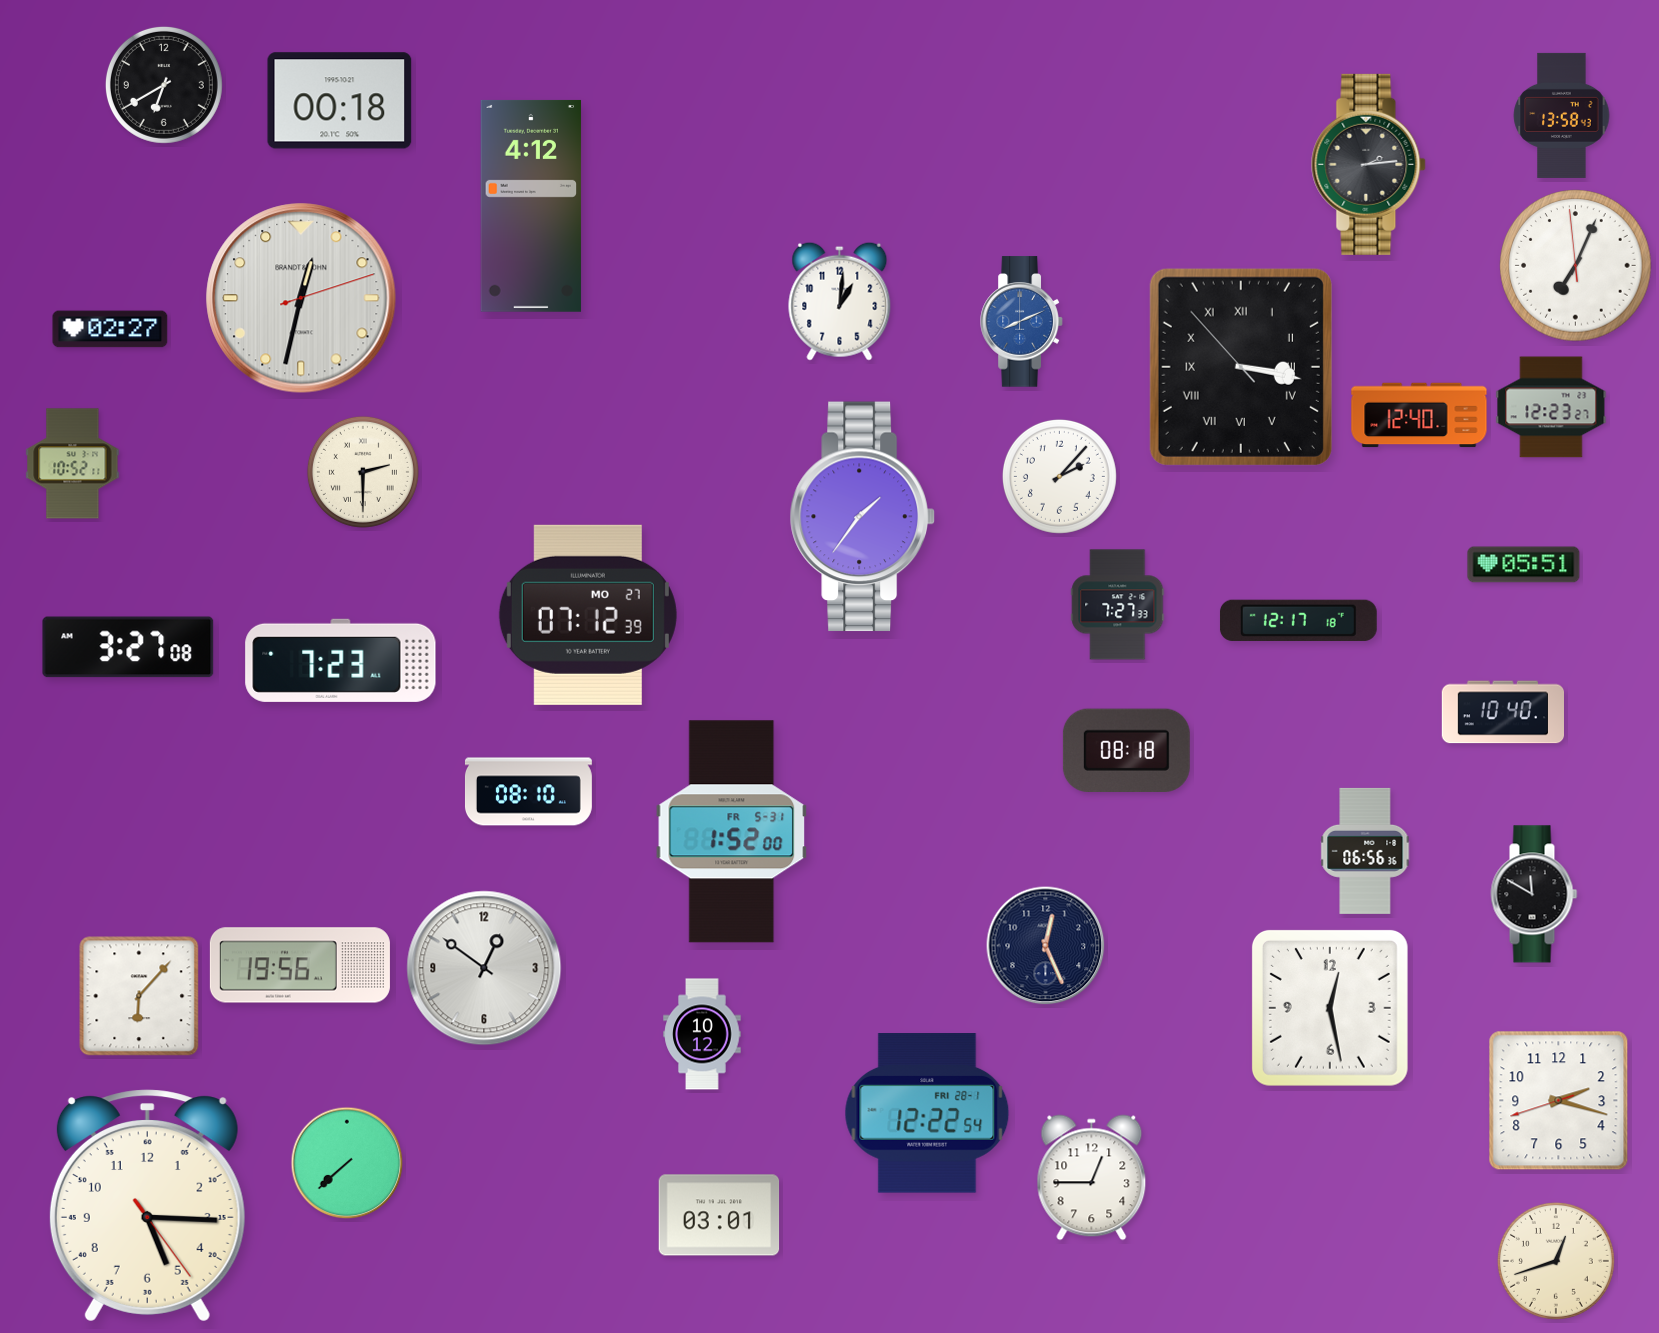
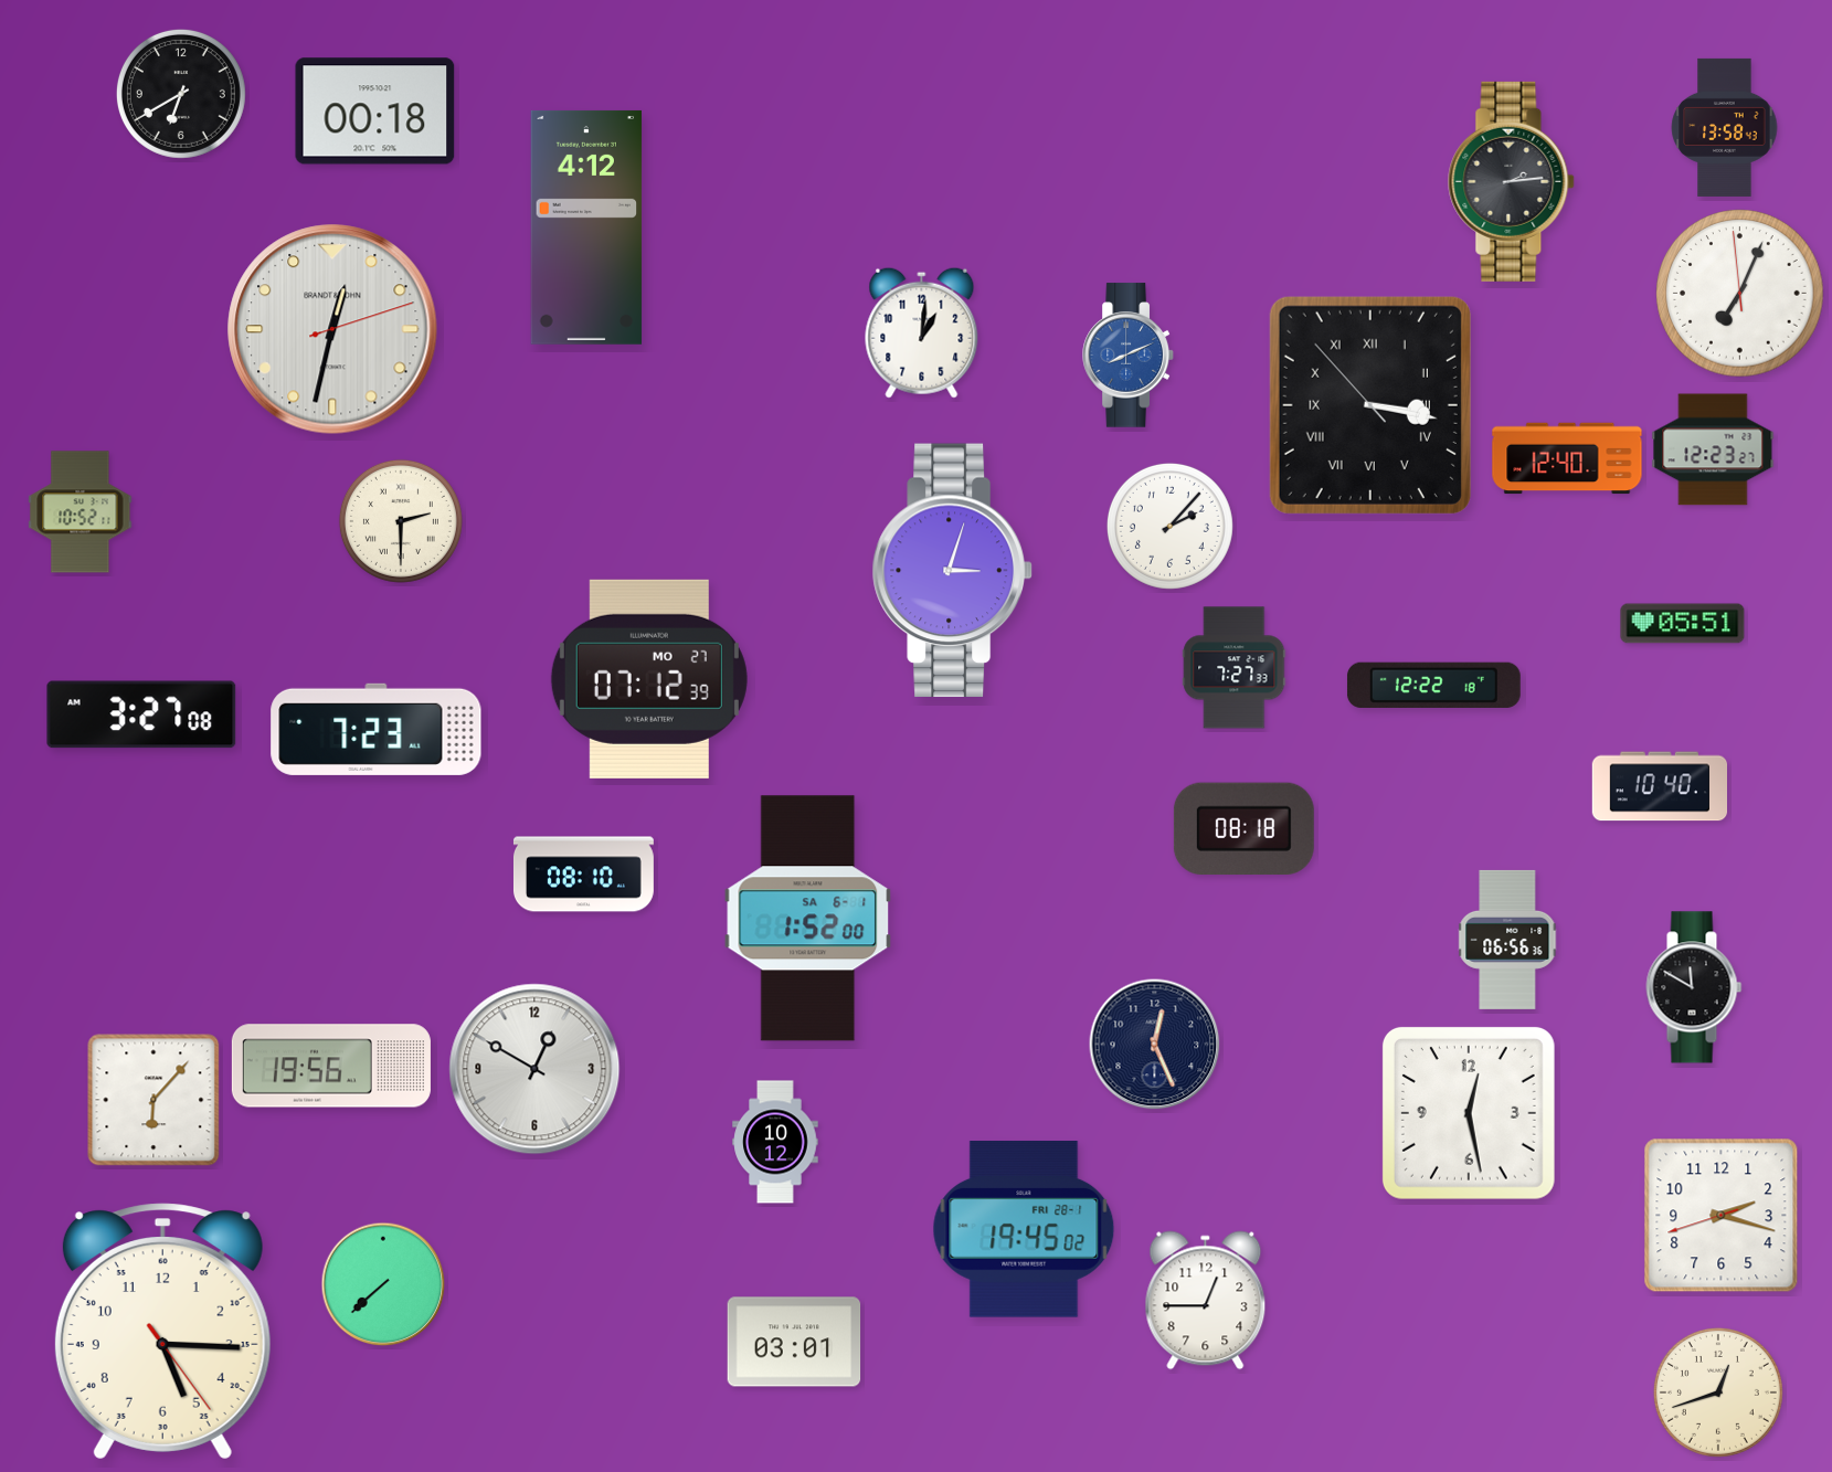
clock at (840, 301) position: (840, 301) -> (922, 332)
clock at (110, 329): 02:27 -> none
clock at (862, 517): 1:36 -> 3:03
clock at (1298, 620): 12:17 -> 12:22
clock at (732, 832) date: FR 5-31 -> SA 6-1
clock at (484, 968): 12:51 -> 12:50
clock at (927, 1113): 12:22 -> 19:45
